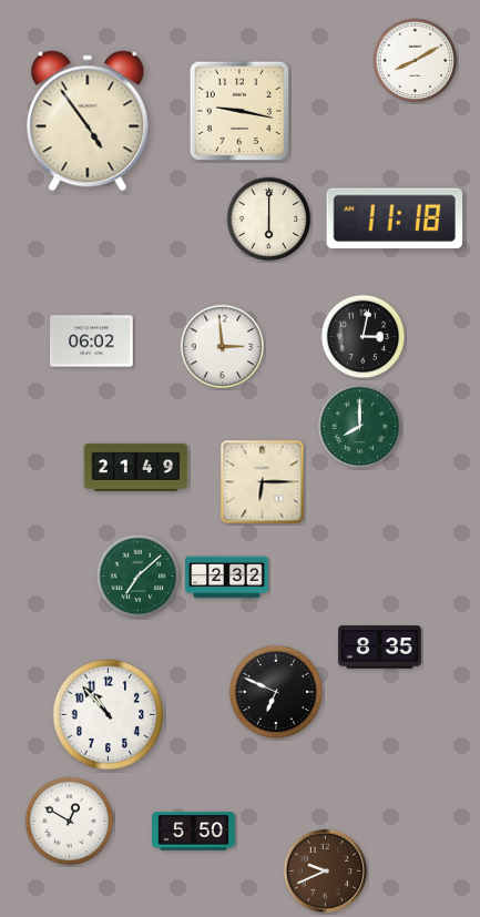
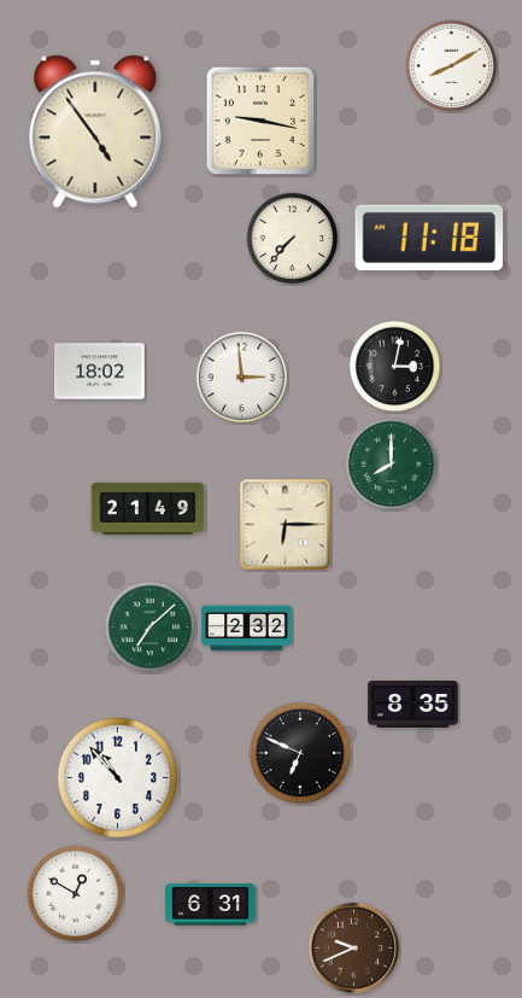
clock at (269, 220): 6:00 -> 7:37
clock at (92, 342): 06:02 -> 18:02
clock at (194, 832): 5:50 -> 6:31
